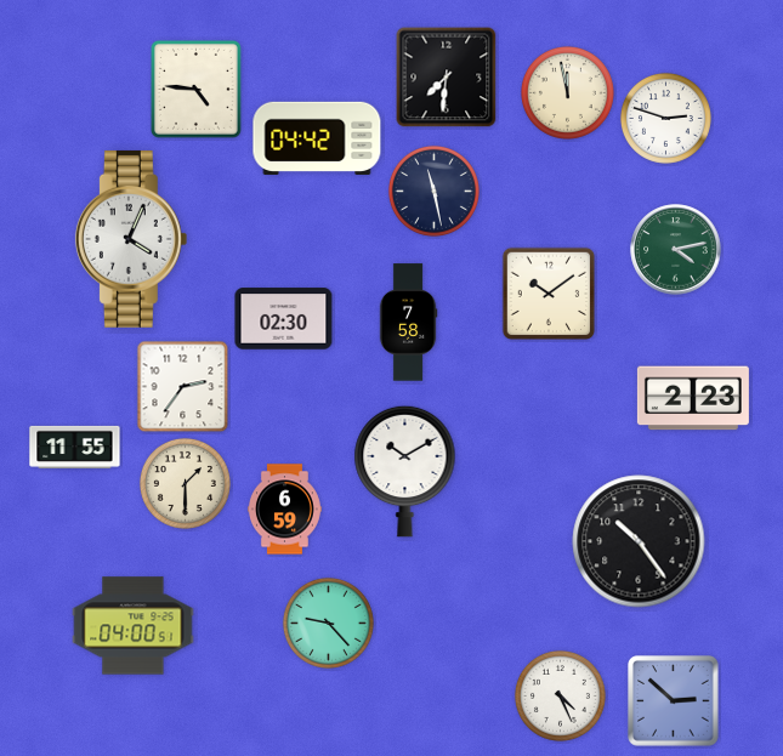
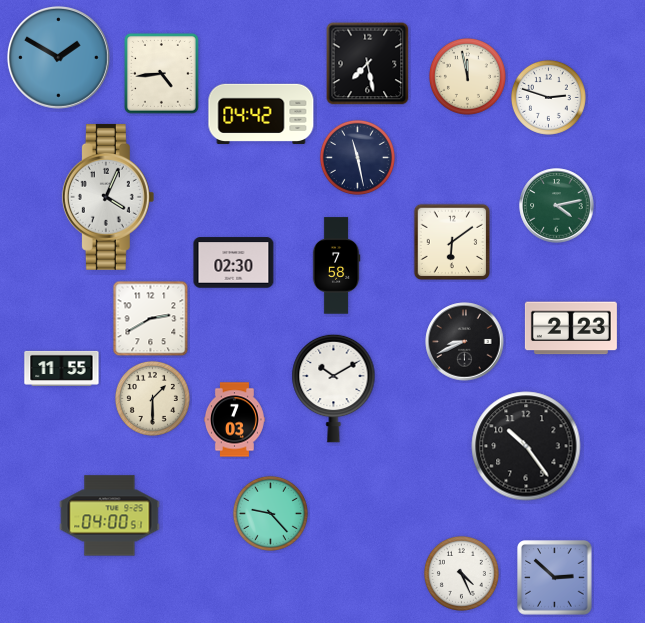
clock at (58, 57): none -> 1:50
clock at (447, 78): 7:31 -> 7:28
clock at (195, 90): 4:46 -> 4:44
clock at (549, 294): 10:09 -> 6:09
clock at (183, 387): 2:36 -> 2:40
clock at (465, 342): none -> 8:41
clock at (284, 510): 6:59 -> 7:03
